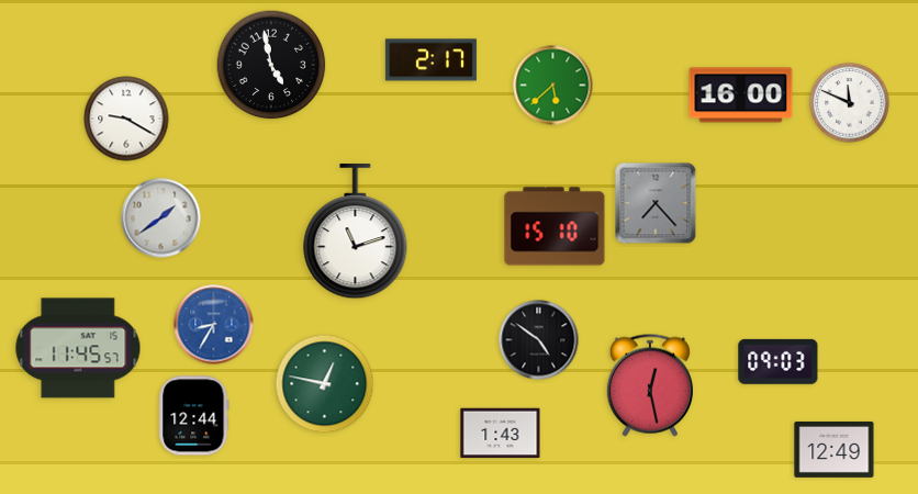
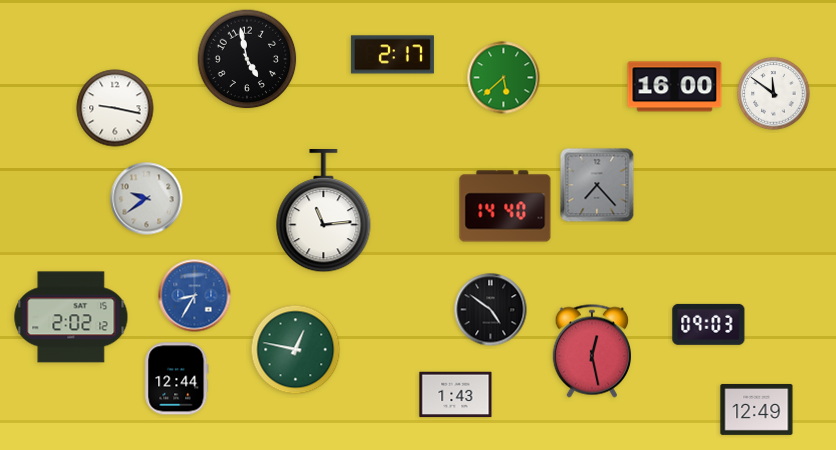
clock at (850, 103): 11:49 -> 11:51
clock at (126, 119): 9:20 -> 9:17
clock at (161, 218): 1:39 -> 9:39
clock at (555, 226): 15:10 -> 14:40
clock at (356, 232): 11:12 -> 11:14
clock at (78, 348): 11:45 -> 2:02
clock at (779, 361) position: (779, 361) -> (709, 324)
clock at (835, 449) position: (835, 449) -> (757, 409)
